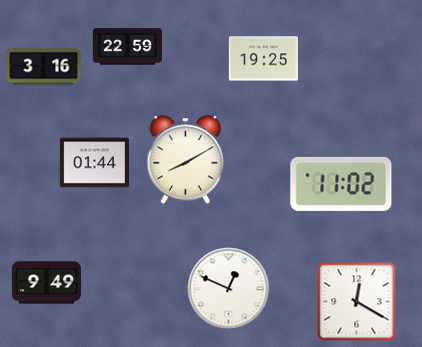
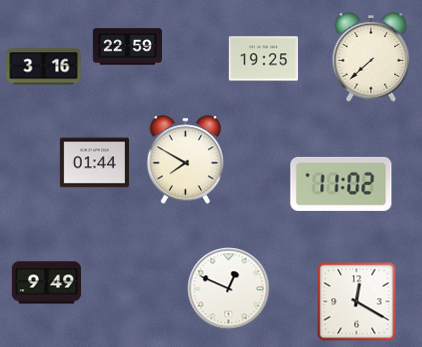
clock at (371, 58): none -> 7:38
clock at (186, 160): 8:10 -> 7:50
